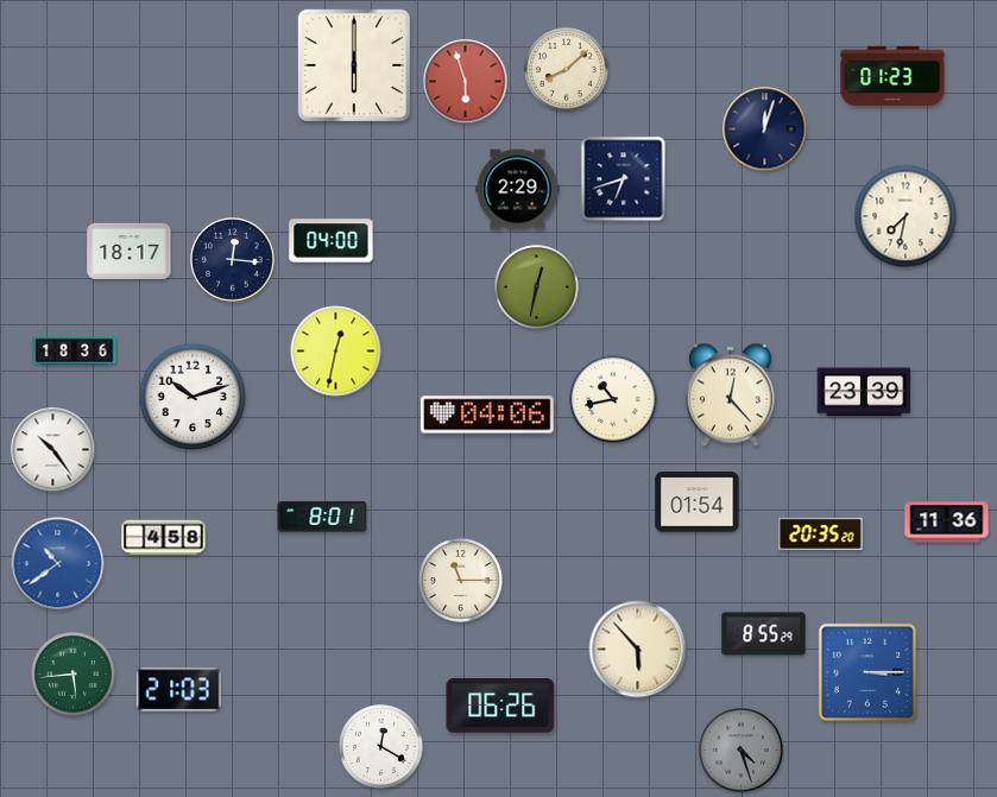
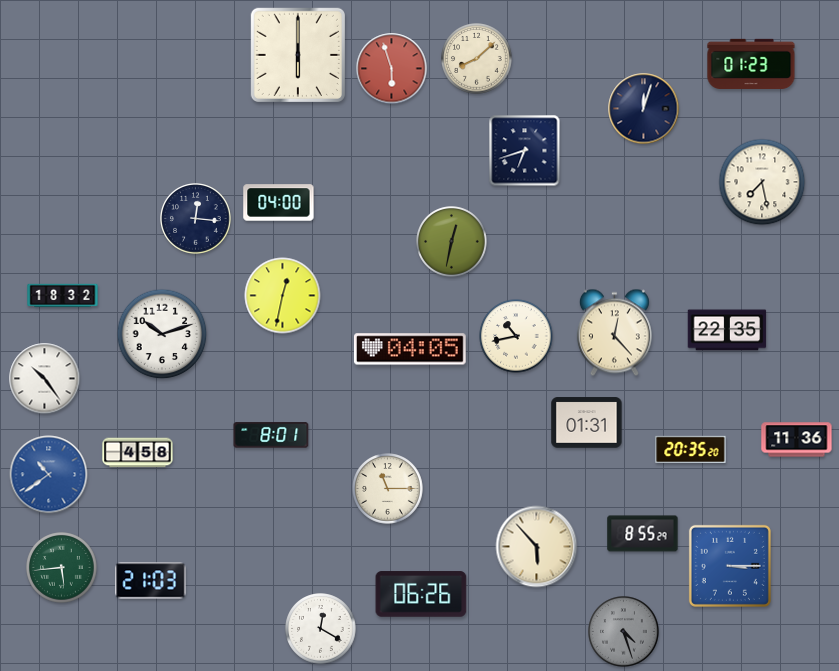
clock at (518, 190): 2:29 -> none
clock at (905, 216): 7:32 -> 7:28
clock at (130, 251): 18:17 -> none
clock at (75, 352): 18:36 -> 18:32
clock at (864, 392): 23:39 -> 22:35
clock at (487, 415): 04:06 -> 04:05
clock at (698, 502): 01:54 -> 01:31
